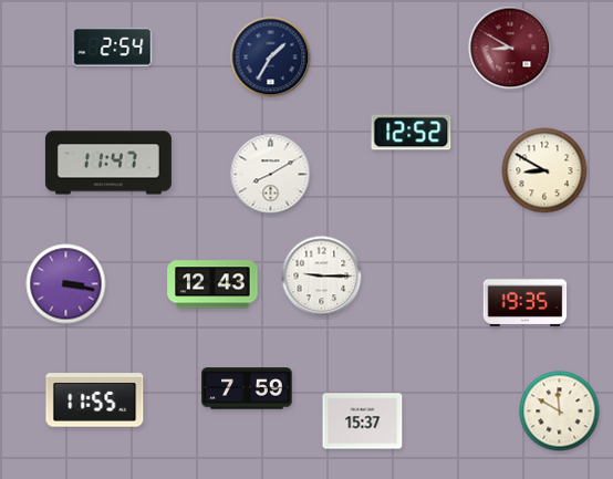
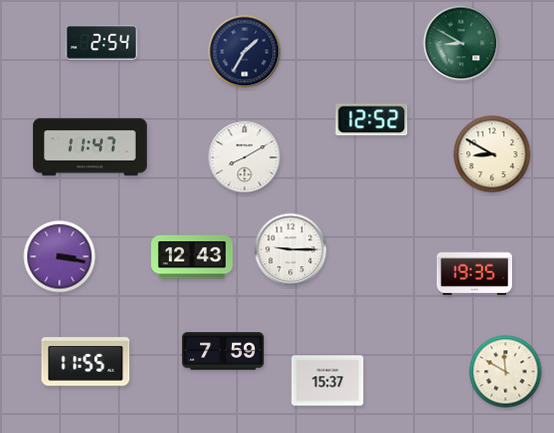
clock at (510, 48) dial: burgundy -> green
clock at (108, 163) position: (108, 163) -> (90, 147)
